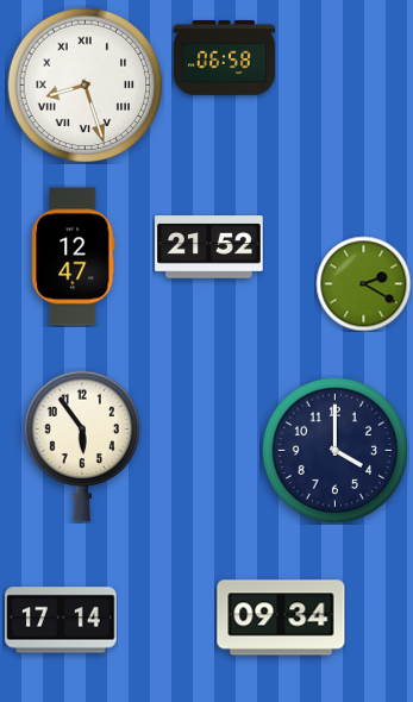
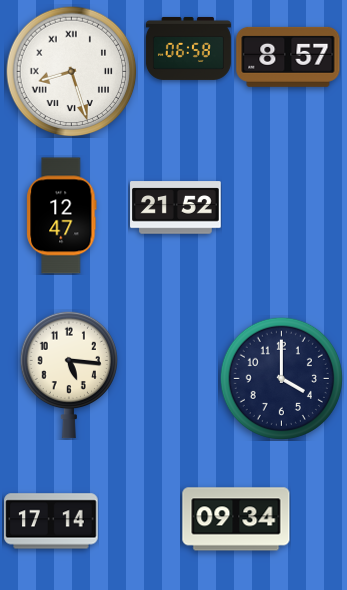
clock at (288, 57): none -> 8:57
clock at (363, 283): 2:20 -> none
clock at (81, 446): 5:54 -> 5:16
